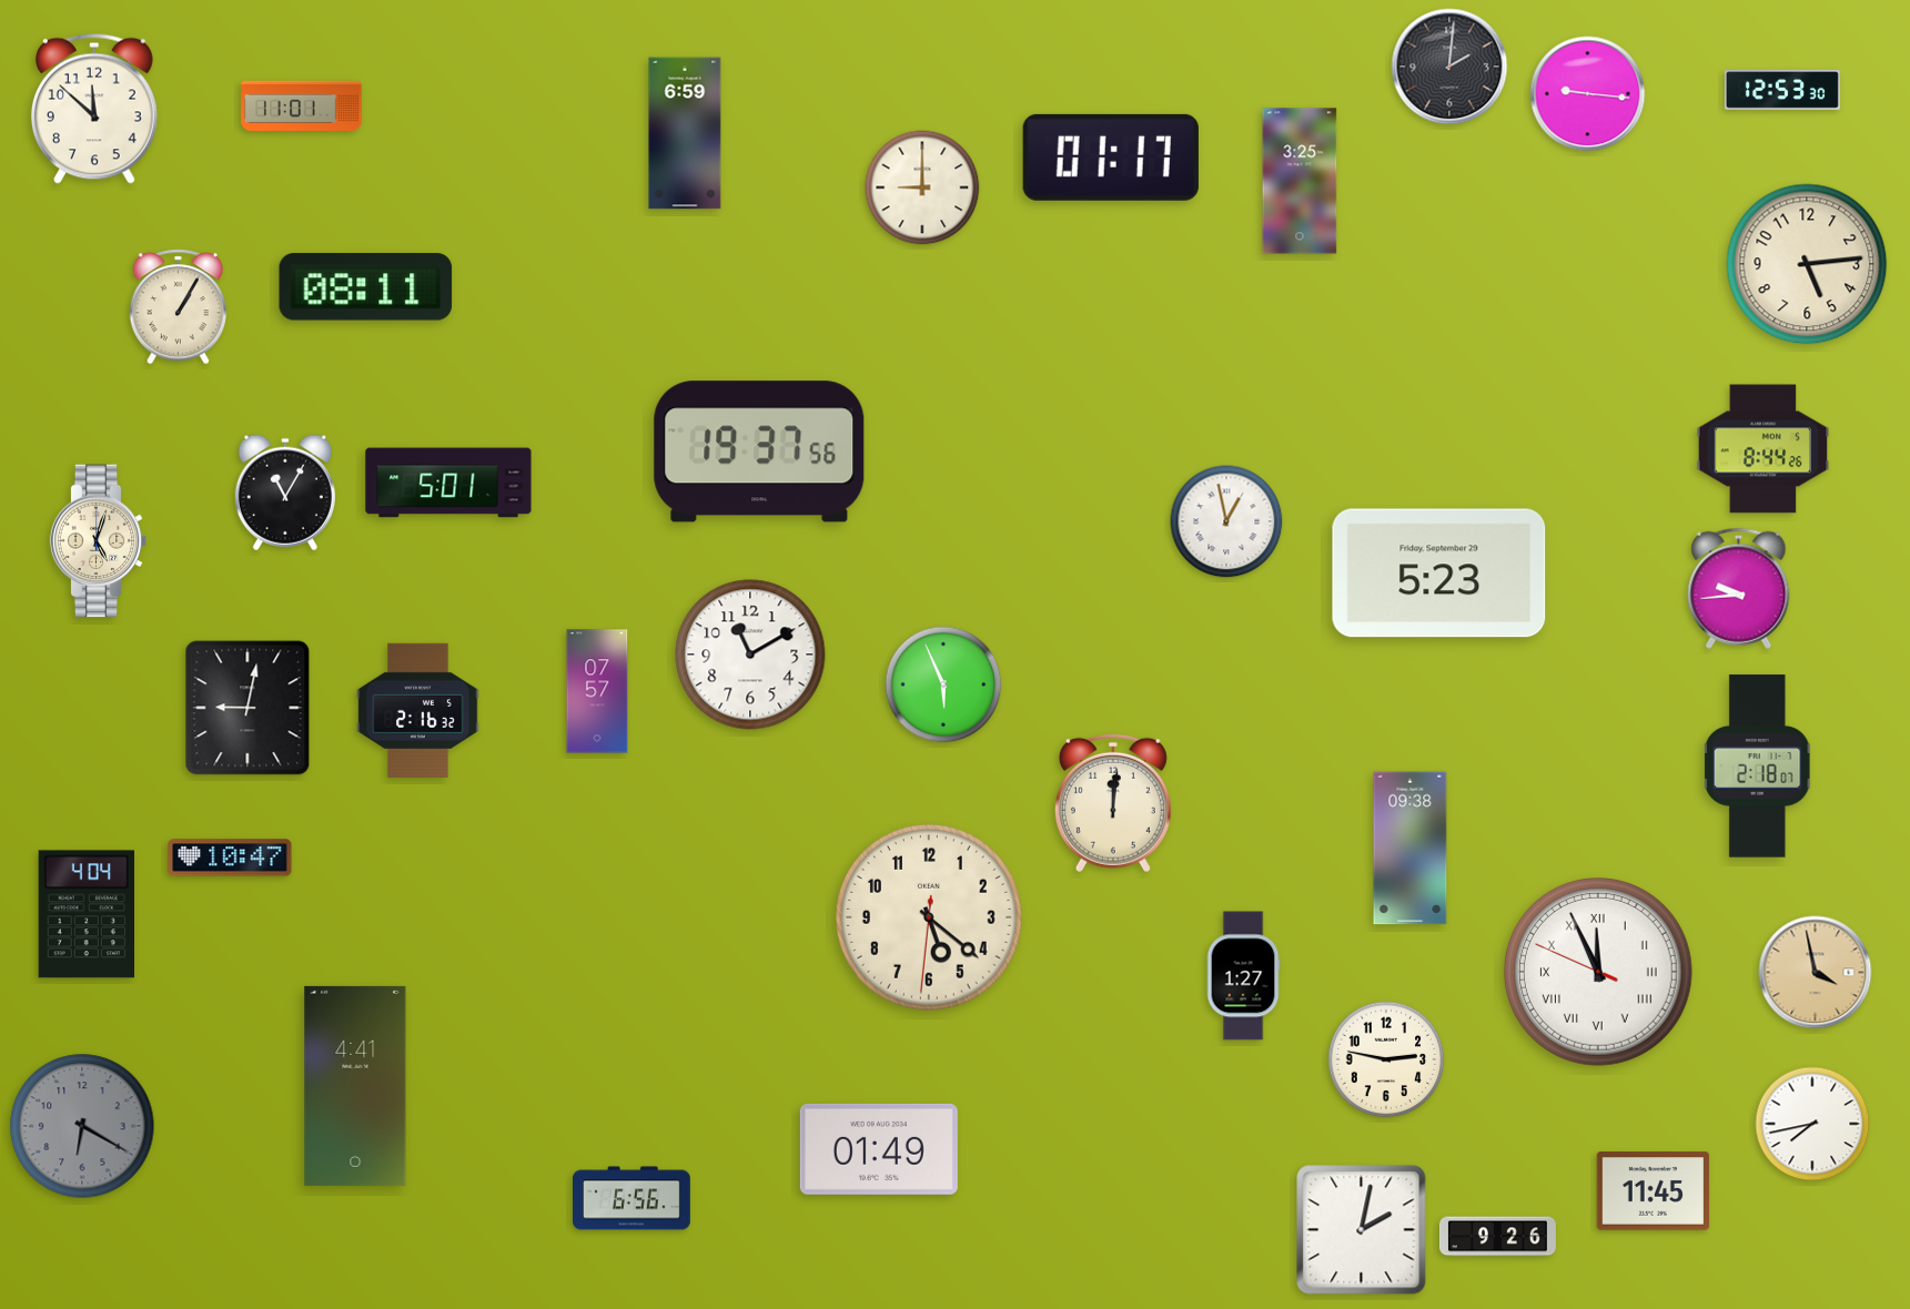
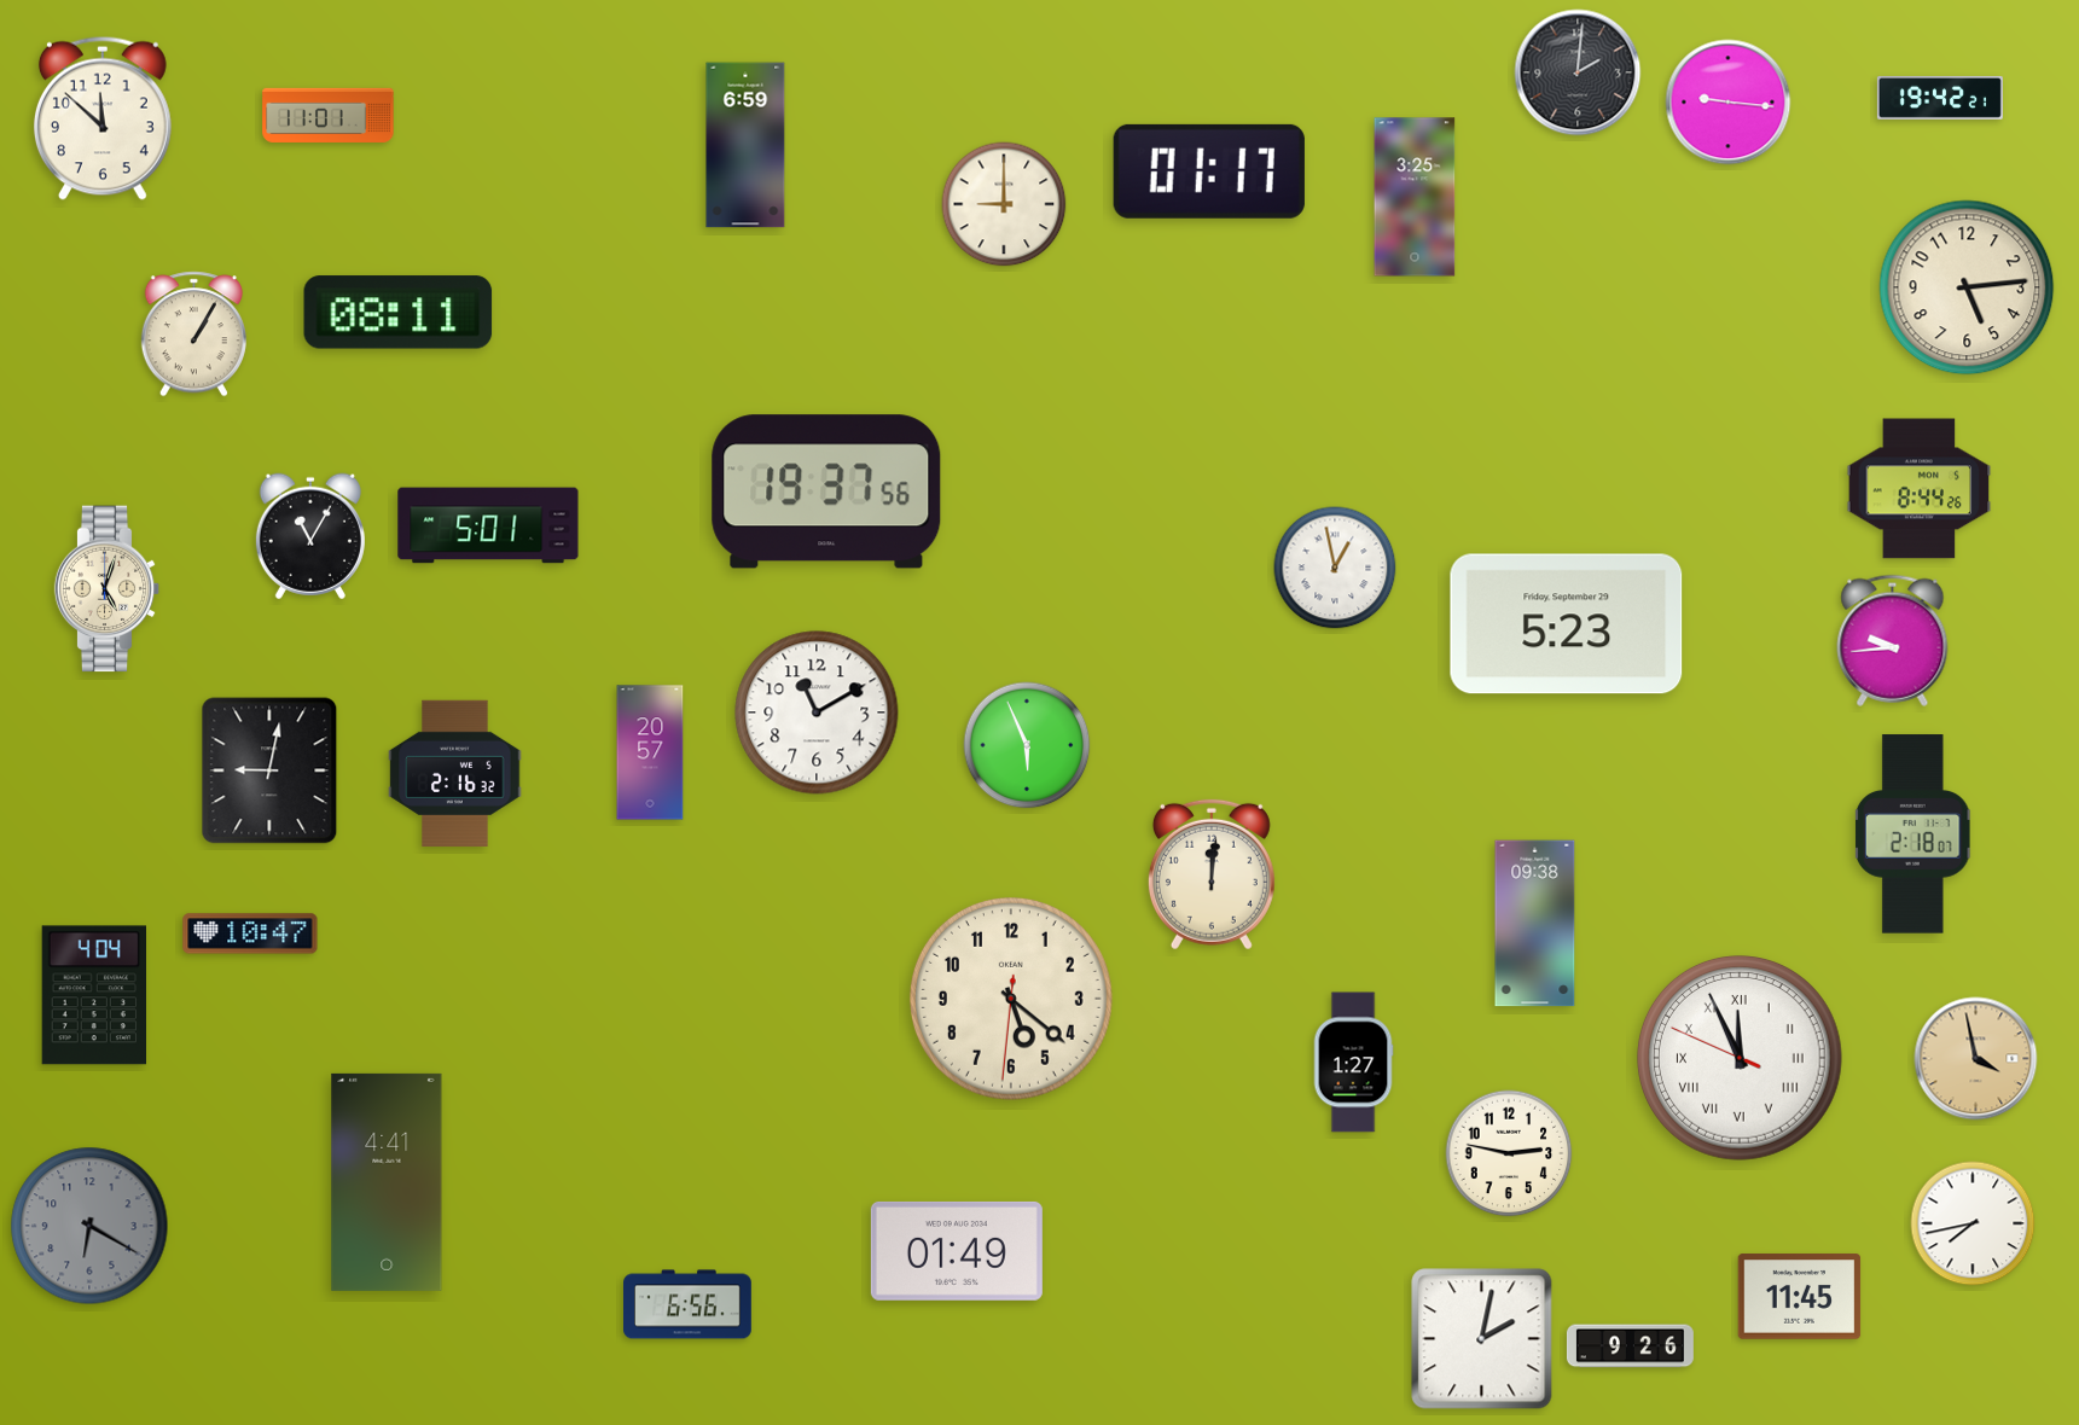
clock at (1782, 90): 12:53 -> 19:42
clock at (597, 691): 07:57 -> 20:57
